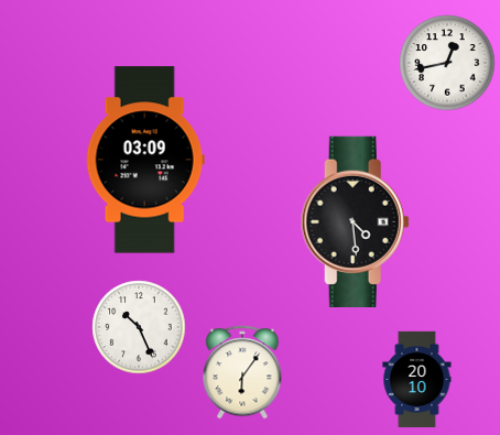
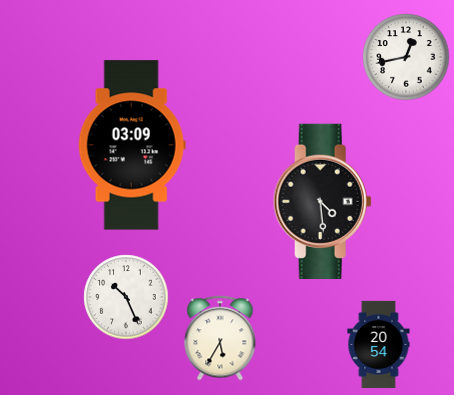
clock at (242, 372): 6:06 -> 5:35
clock at (417, 379): 20:10 -> 20:54
